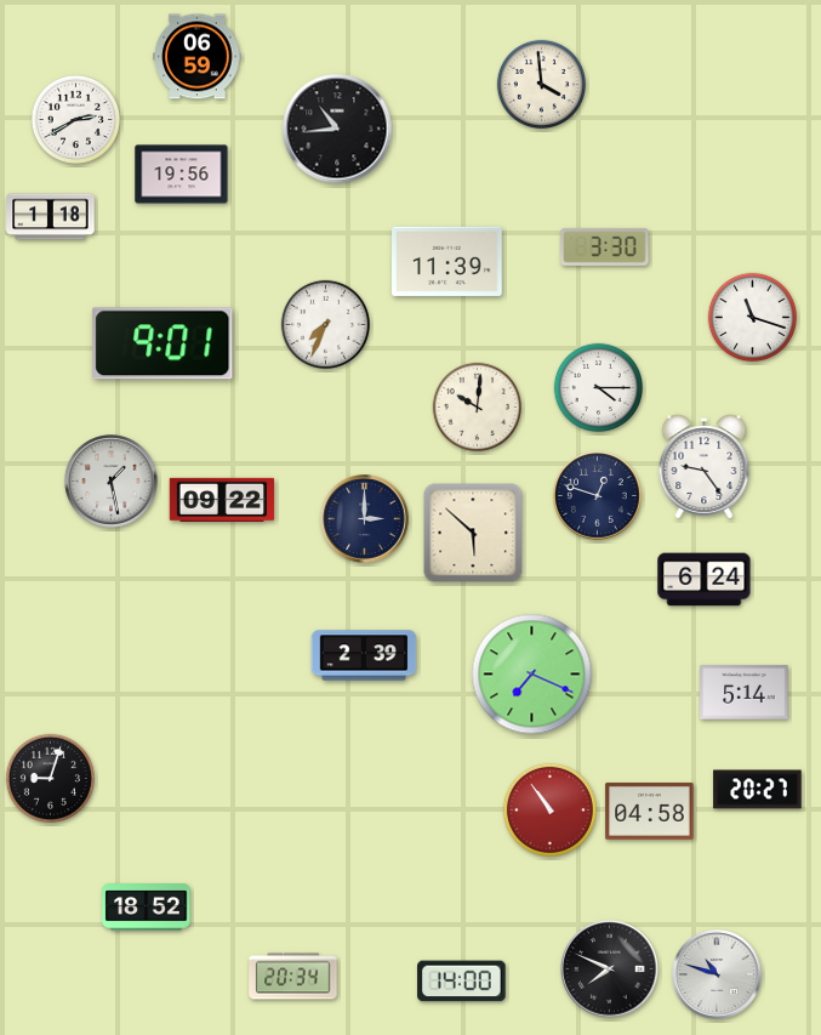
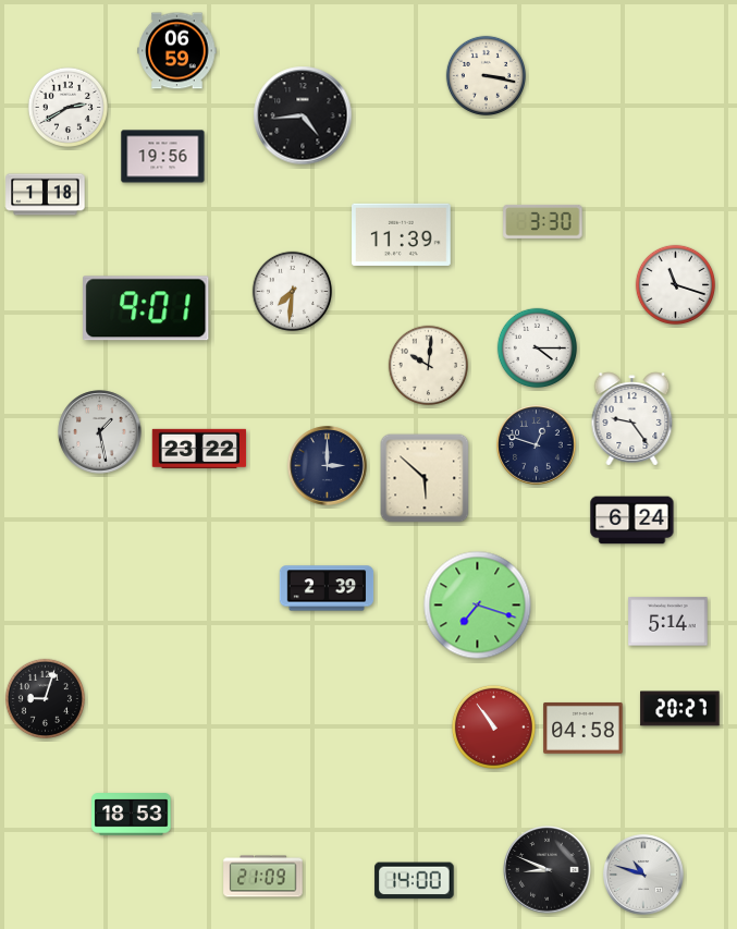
clock at (541, 84): 3:59 -> 3:17
clock at (337, 129): 10:44 -> 4:44
clock at (325, 324): 7:34 -> 7:31
clock at (222, 500): 09:22 -> 23:22
clock at (532, 675): 7:19 -> 7:18
clock at (147, 908): 18:52 -> 18:53
clock at (610, 969): 7:49 -> 8:49
clock at (293, 977): 20:34 -> 21:09
